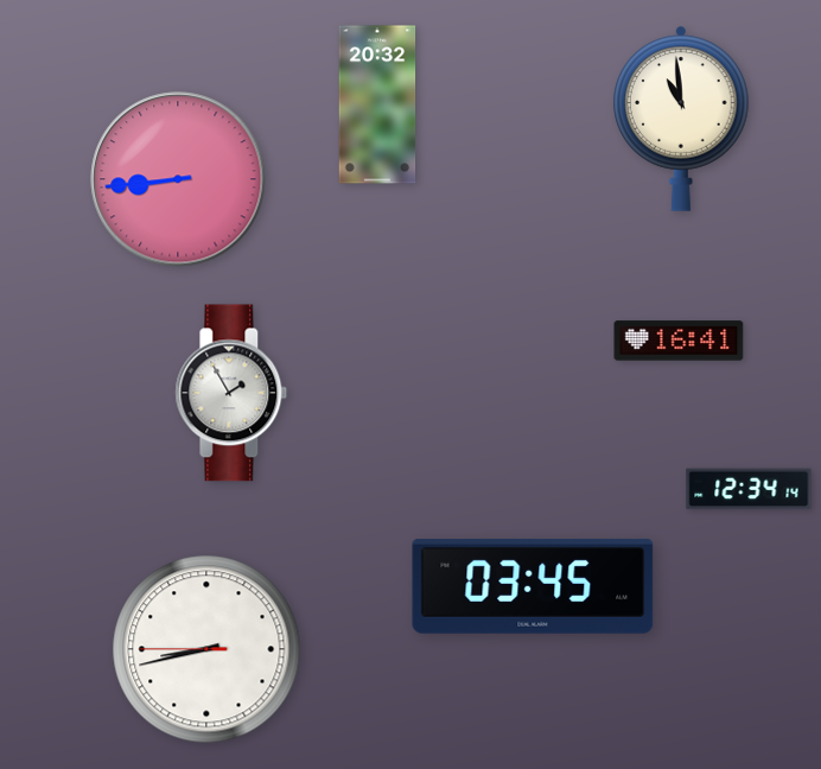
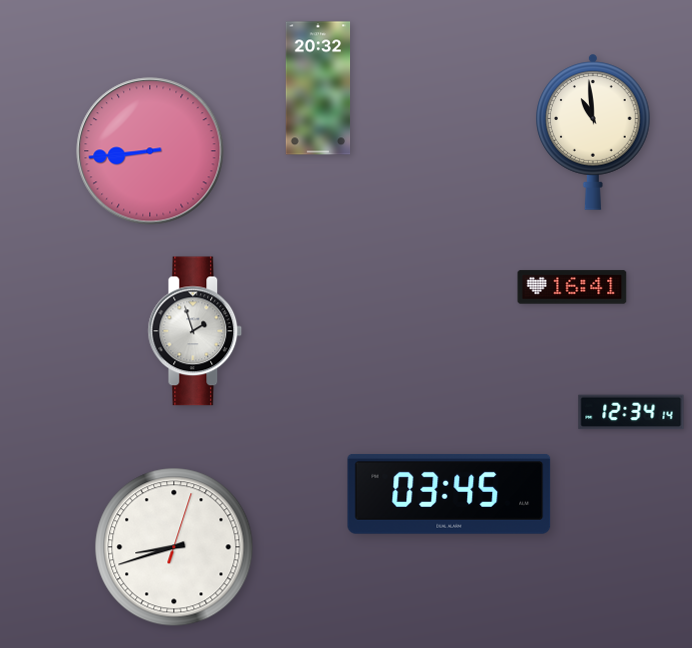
clock at (681, 119) position: (681, 119) -> (593, 132)
clock at (231, 393): 1:55 -> 1:57
clock at (206, 649): 8:42:45 -> 8:42:03
